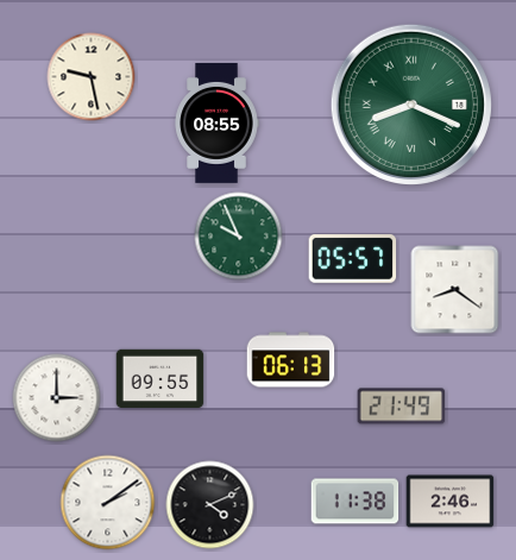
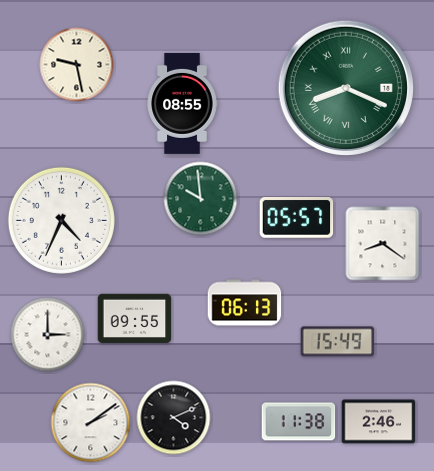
clock at (239, 237): 9:56 -> 9:59
clock at (61, 220): none -> 4:34
clock at (402, 407): 21:49 -> 15:49
clock at (210, 505) position: (210, 505) -> (174, 418)
